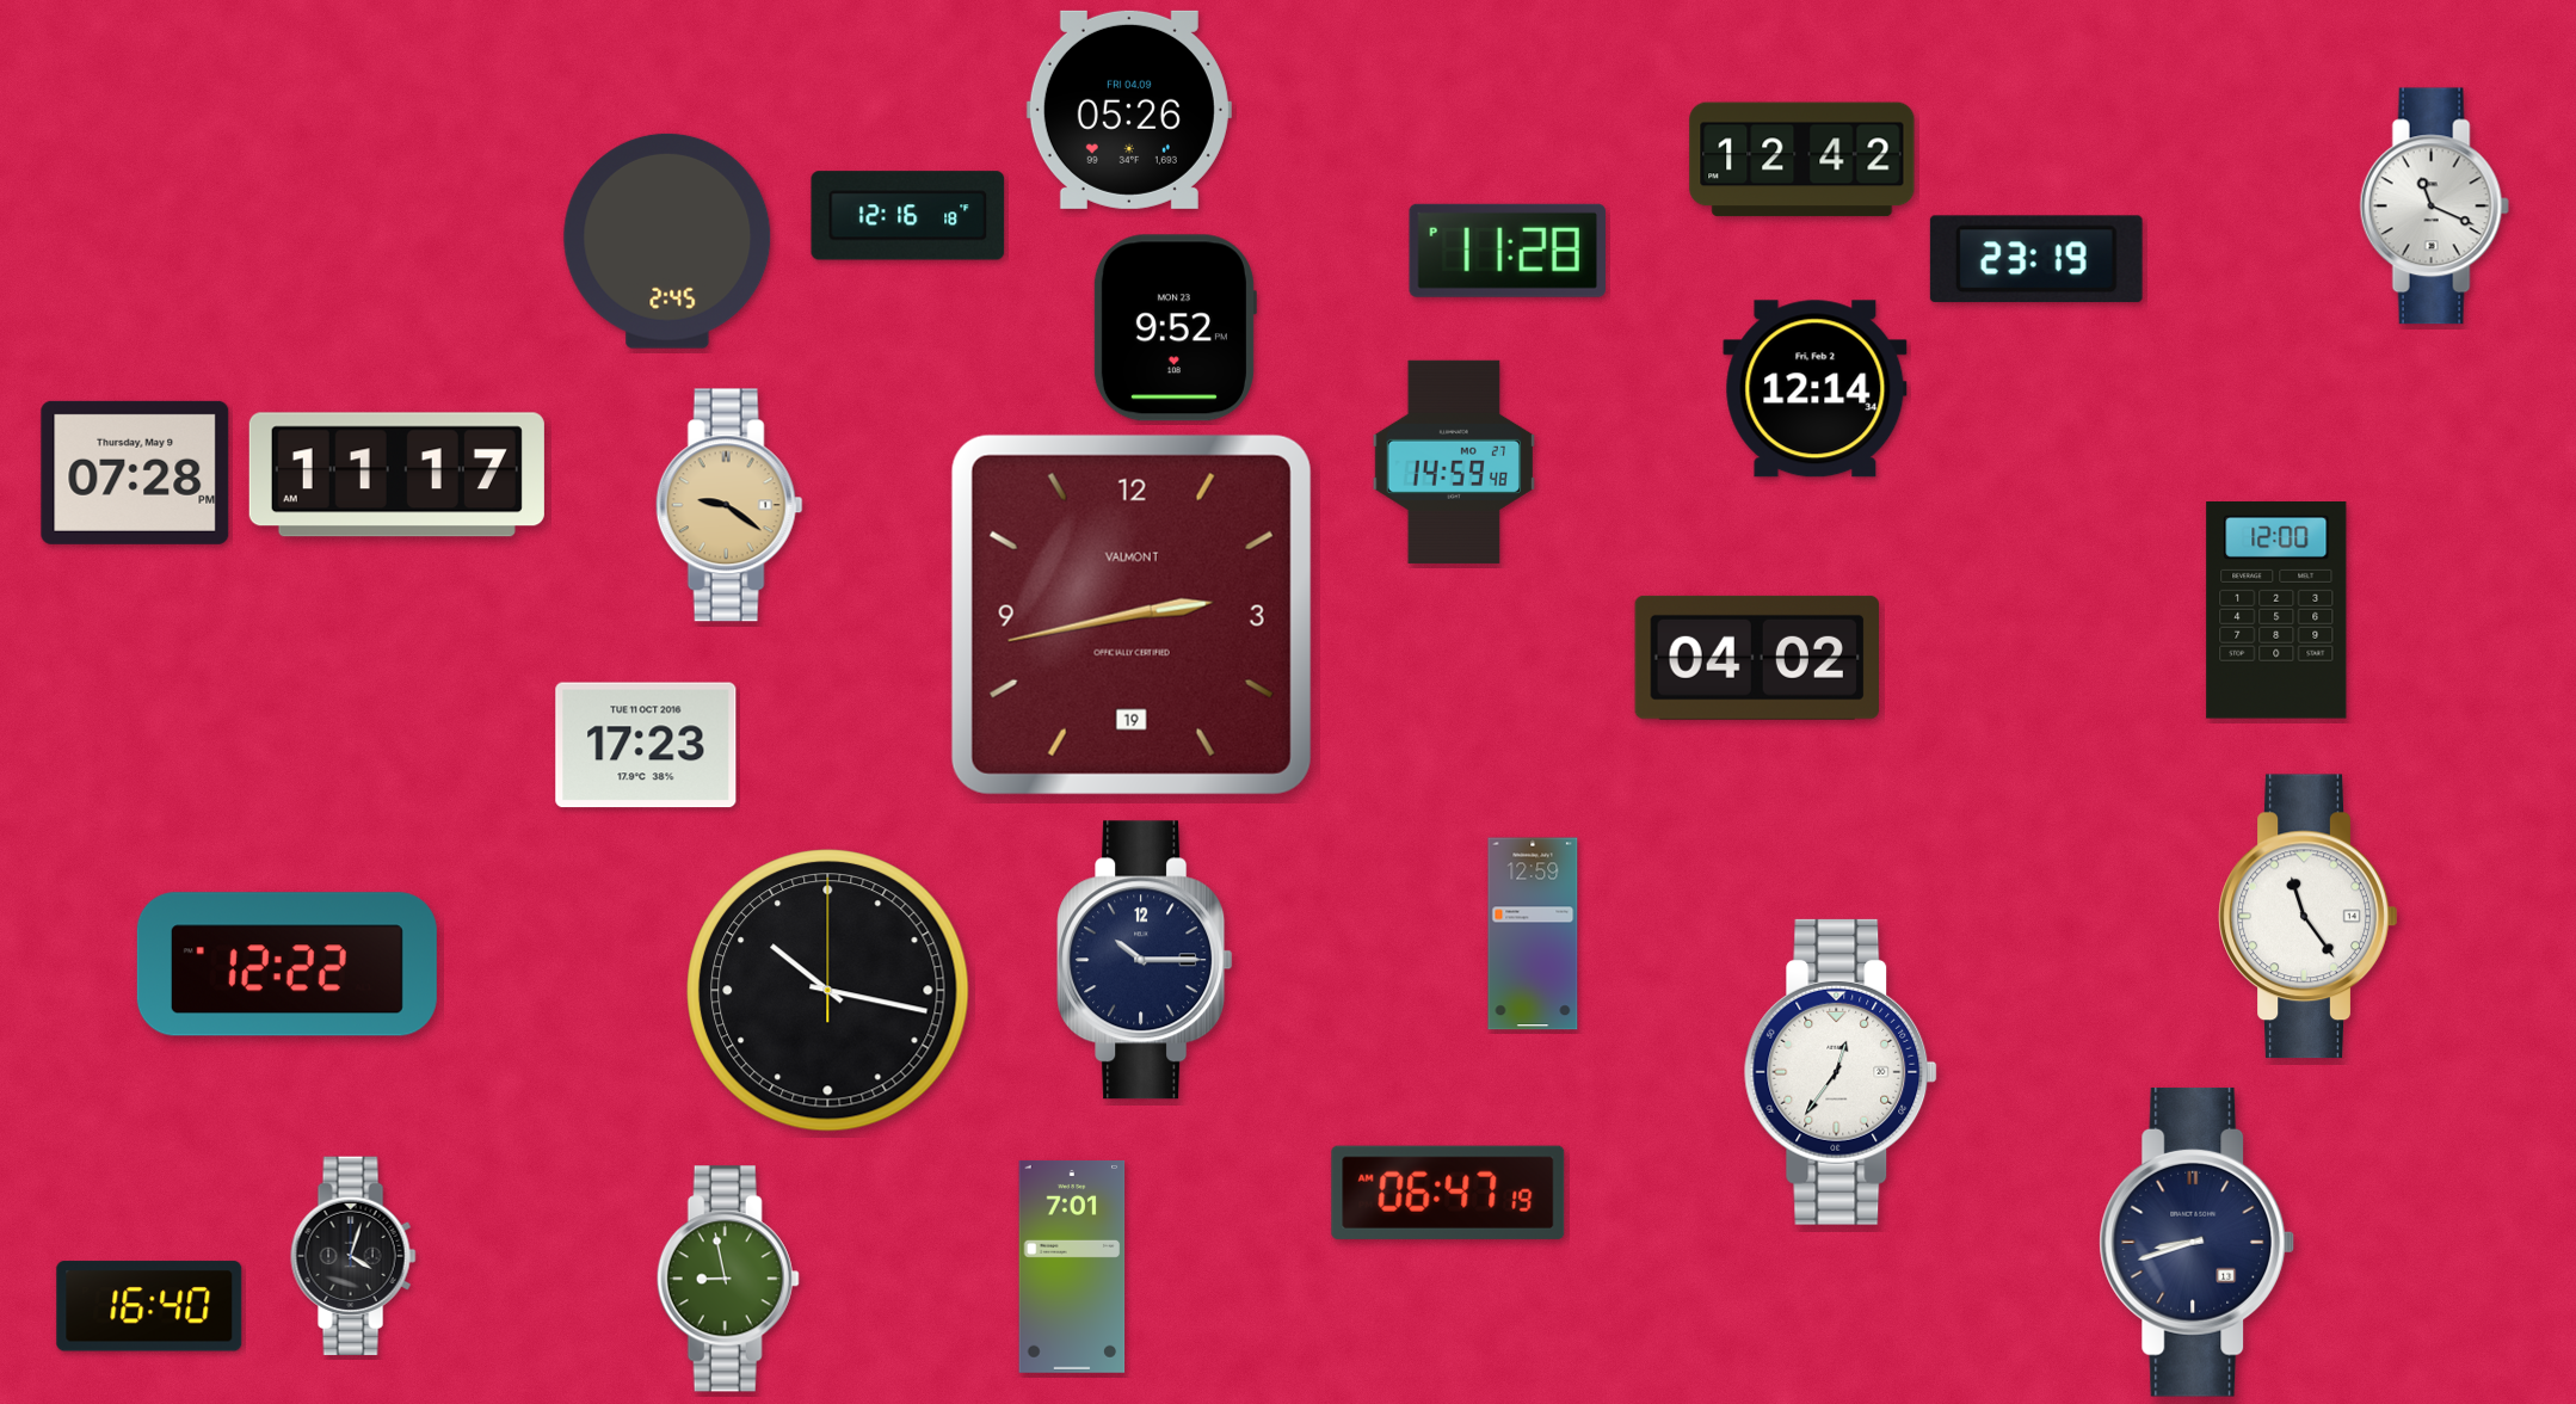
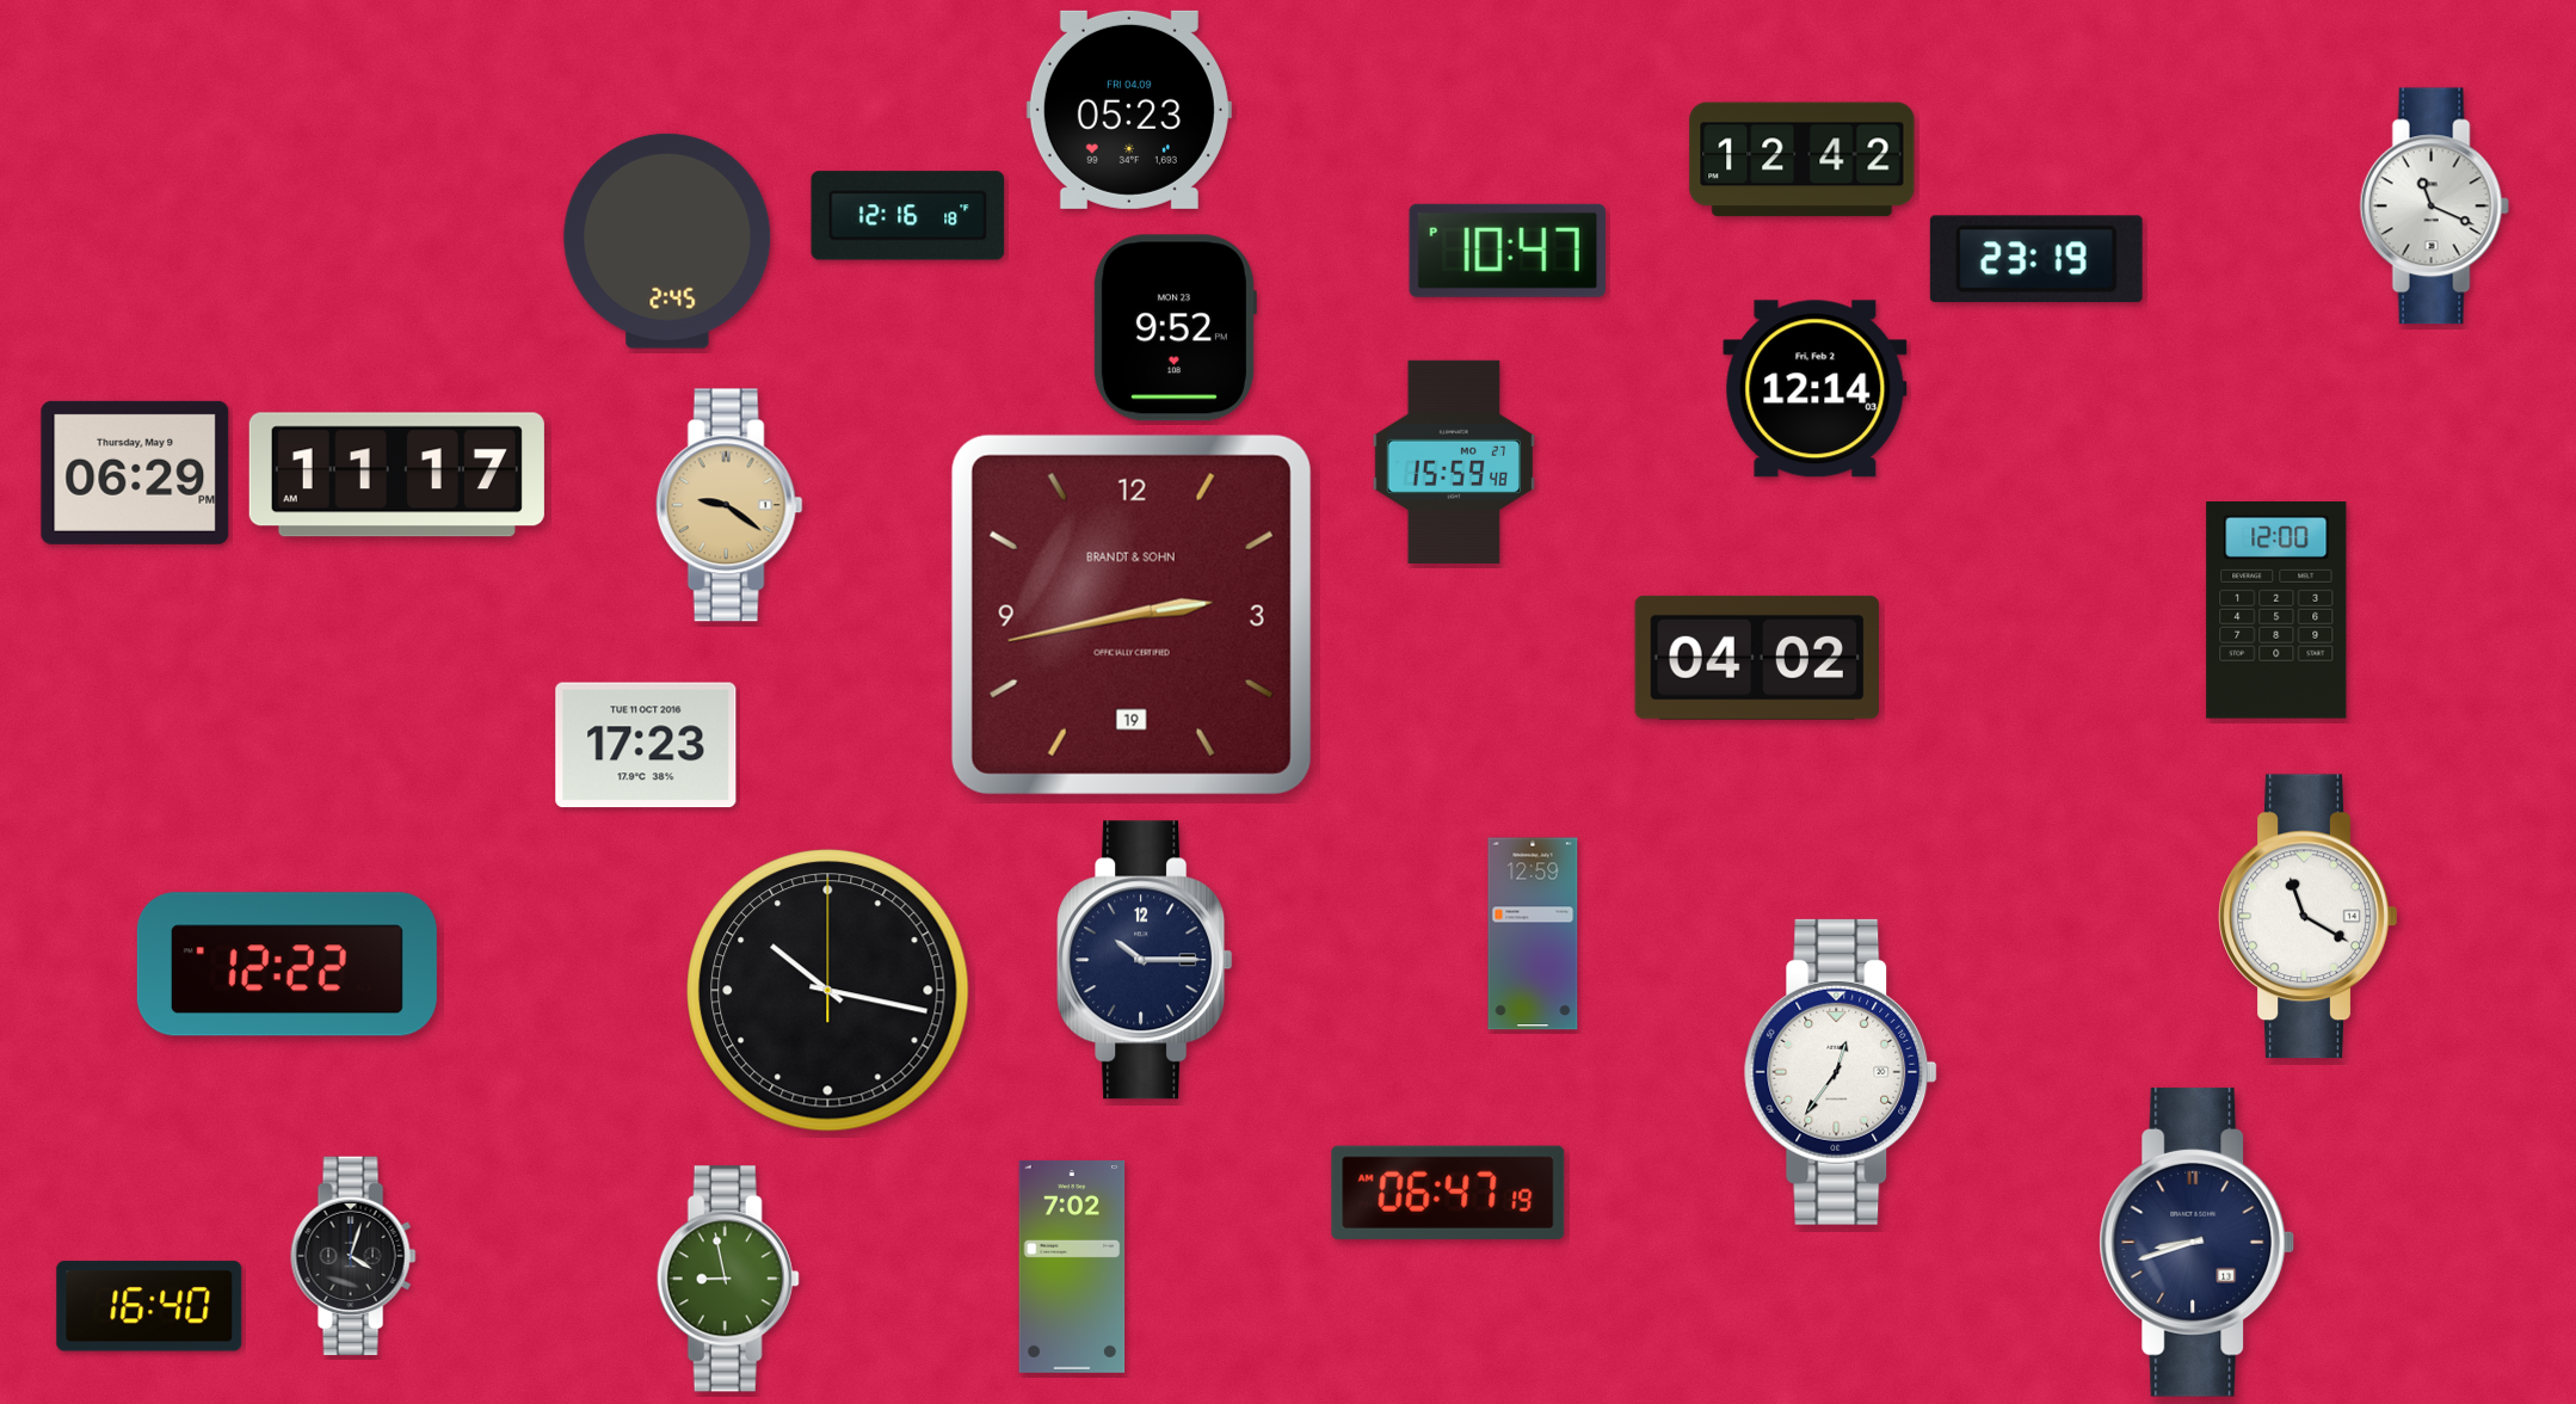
clock at (1129, 110): 05:26 -> 05:23
clock at (1508, 251): 11:28 -> 10:47
clock at (1816, 389): 12:14:34 -> 12:14:03
clock at (1454, 462): 14:59 -> 15:59
clock at (135, 473): 07:28 -> 06:29
clock at (1132, 615) brand: VALMONT -> BRANDT & SOHN
clock at (2309, 917): 11:24 -> 11:20
clock at (1072, 1267): 7:01 -> 7:02
